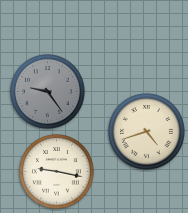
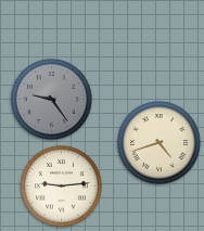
clock at (57, 172): 9:17 -> 9:14
